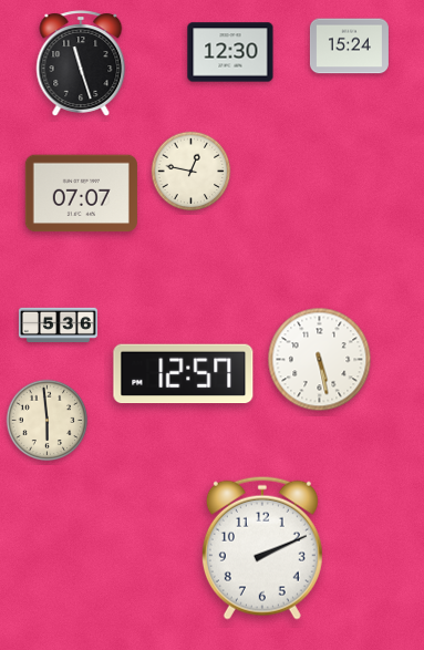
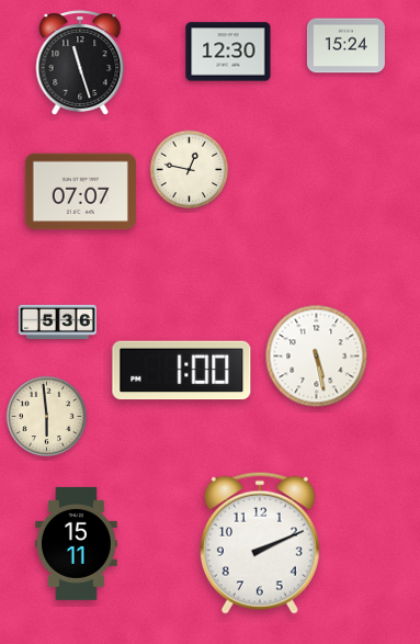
clock at (184, 374): 12:57 -> 1:00
clock at (76, 543): none -> 15:11
